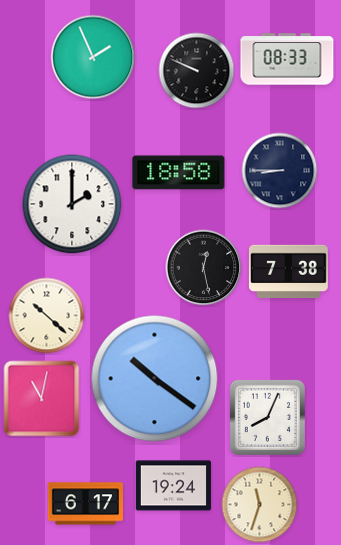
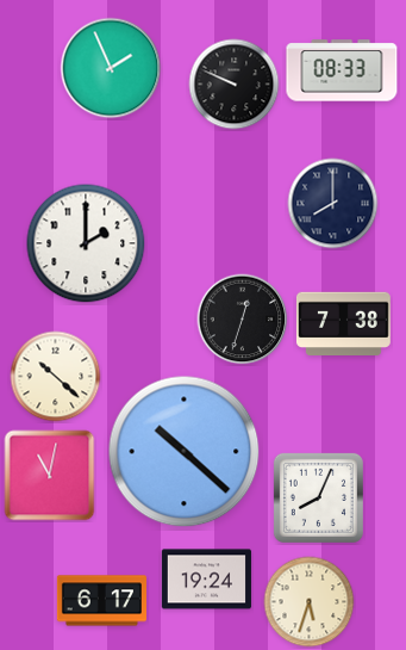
clock at (280, 171): 8:45 -> 8:00
clock at (179, 173): 18:58 -> none
clock at (204, 268): 12:28 -> 12:33
clock at (155, 379): 10:21 -> 10:22
clock at (260, 505): 11:33 -> 5:33
